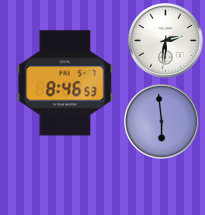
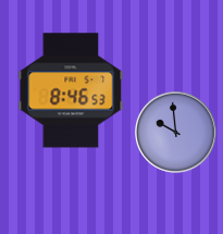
clock at (166, 41): 2:31 -> none
clock at (162, 122): 5:59 -> 9:59
